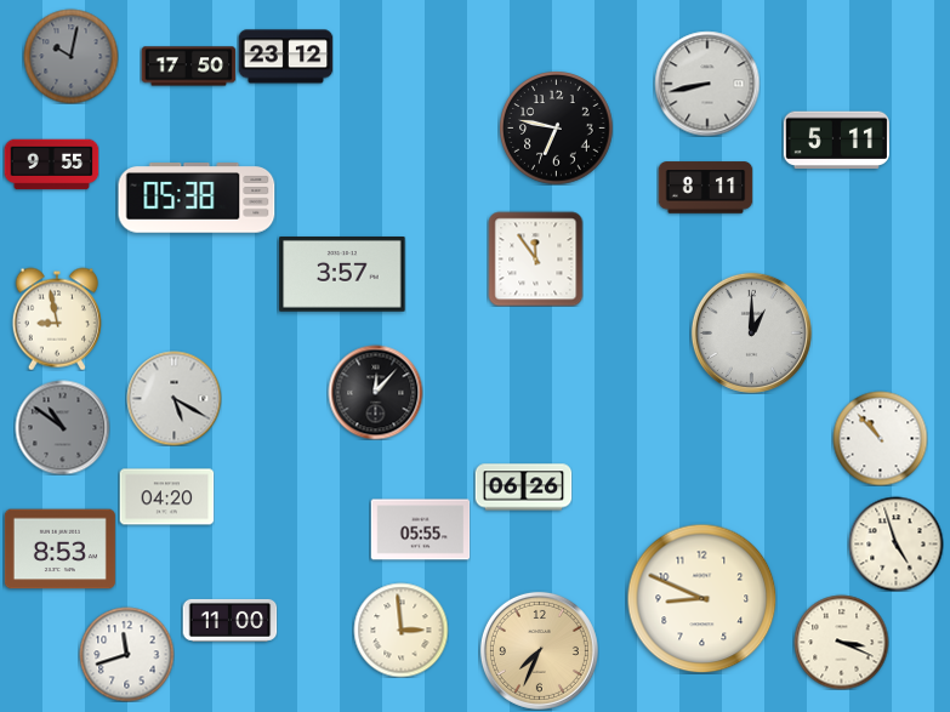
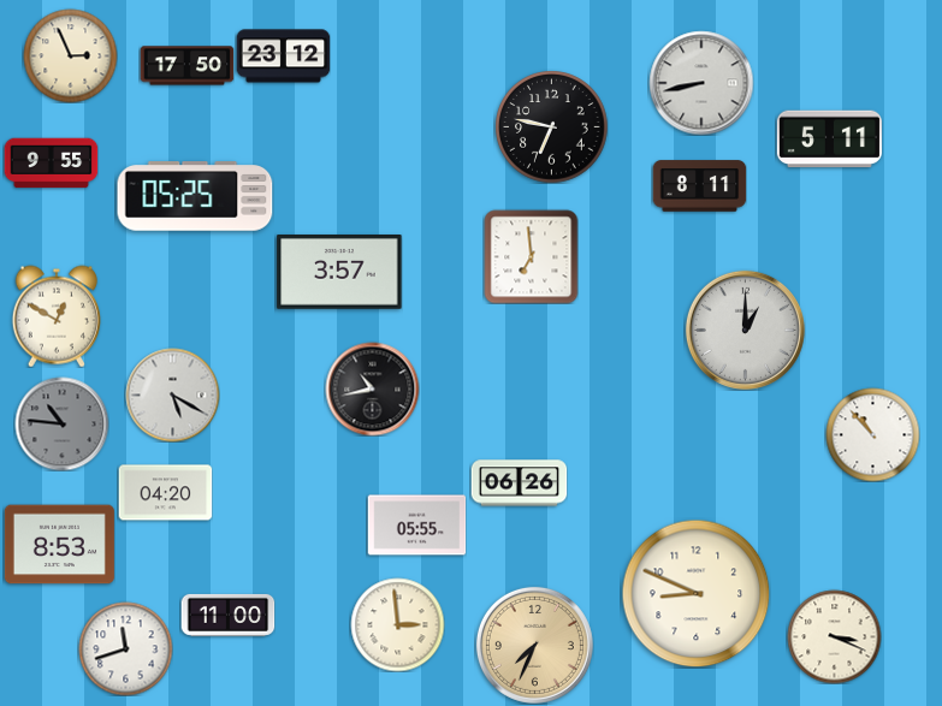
clock at (70, 56): 10:02 -> 2:56
clock at (70, 56) dial: grey -> cream
clock at (197, 198): 05:38 -> 05:25
clock at (535, 258): 11:54 -> 6:59
clock at (57, 319): 8:58 -> 12:50
clock at (375, 392): 12:07 -> 10:43
clock at (62, 427): 10:51 -> 10:46
clock at (895, 543): 4:57 -> none
